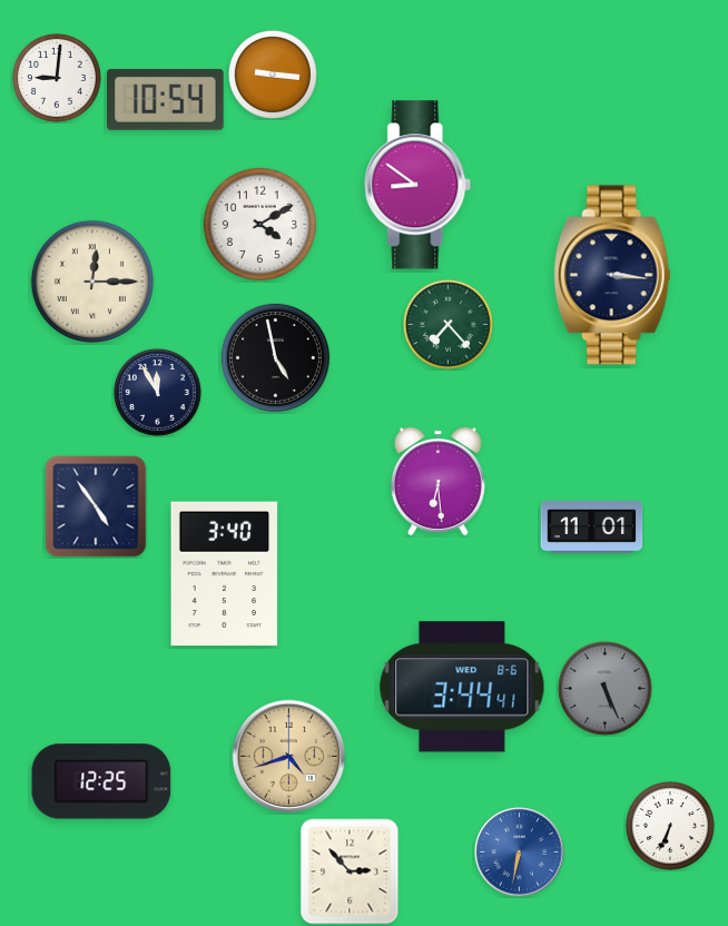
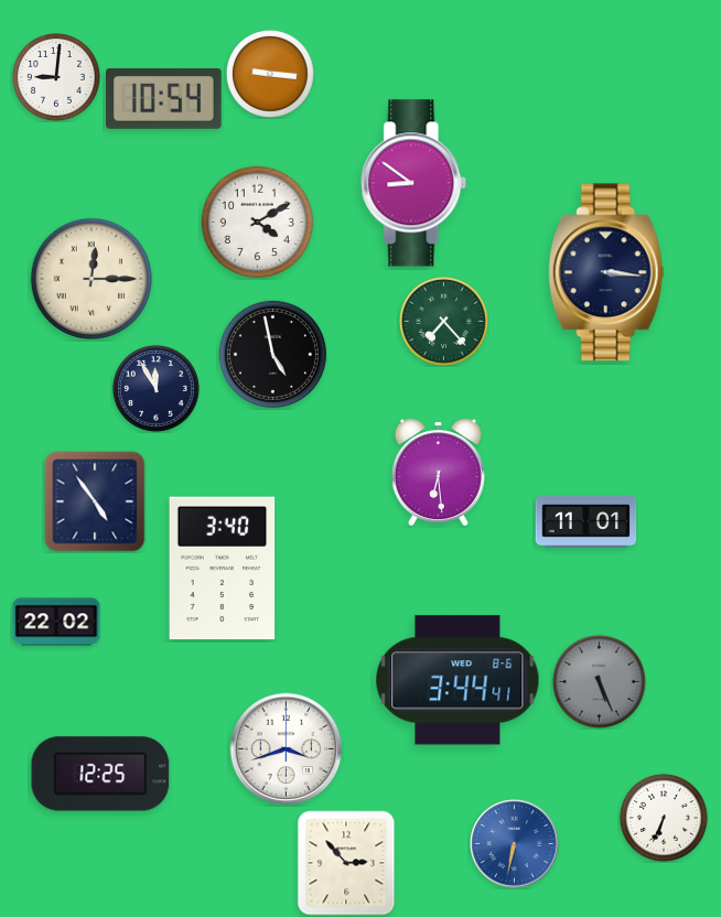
clock at (437, 482) position: (437, 482) -> (438, 473)
clock at (56, 622): none -> 22:02
clock at (289, 757): 4:42 -> 3:42
clock at (289, 757) dial: champagne -> white
